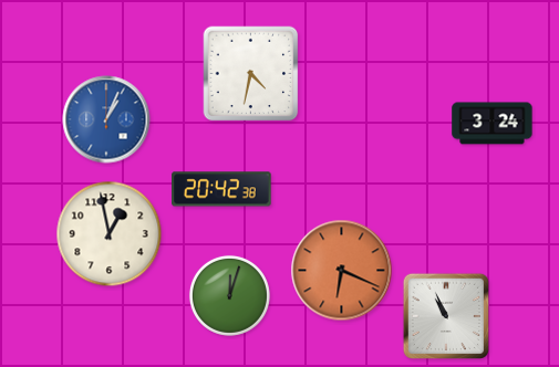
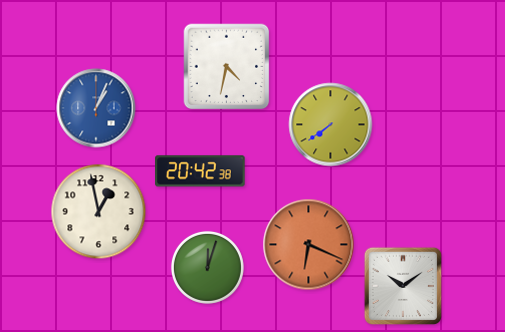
clock at (493, 124): 3:24 -> none
clock at (331, 125): none -> 7:39
clock at (445, 315): 10:56 -> 10:09
